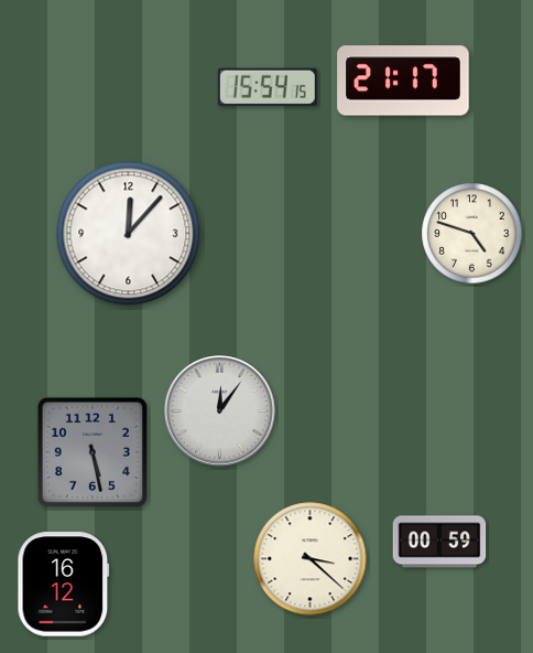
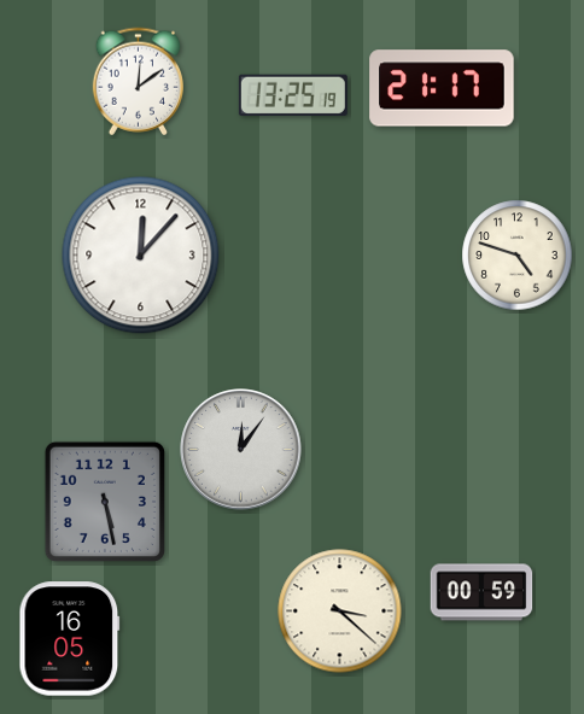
clock at (138, 82): none -> 12:09
clock at (268, 87): 15:54 -> 13:25
clock at (93, 452) position: (93, 452) -> (105, 502)
clock at (64, 585): 16:12 -> 16:05
